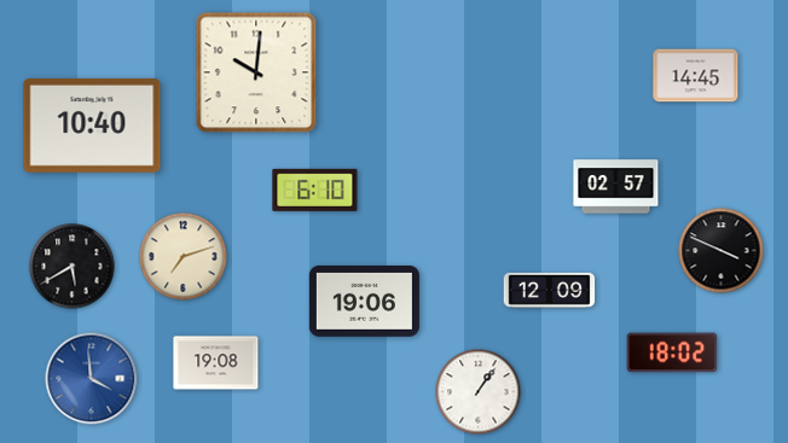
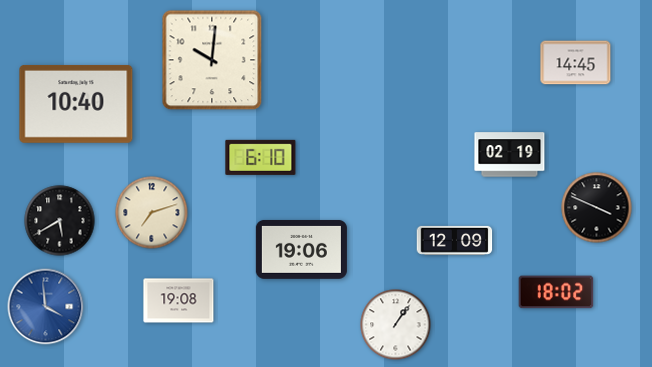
clock at (616, 187): 02:57 -> 02:19
clock at (92, 379) position: (92, 379) -> (46, 307)
